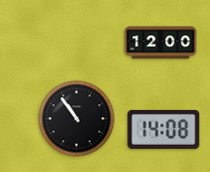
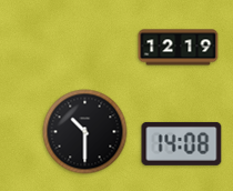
clock at (161, 43): 12:00 -> 12:19
clock at (77, 119): 10:54 -> 10:30
